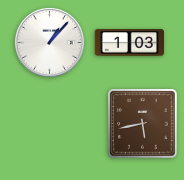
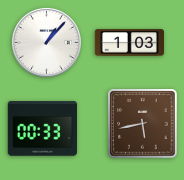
clock at (49, 42) position: (49, 42) -> (46, 42)
clock at (42, 129): none -> 00:33
